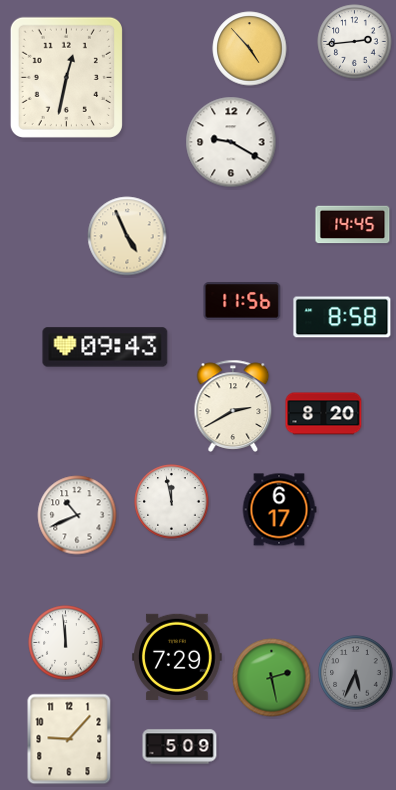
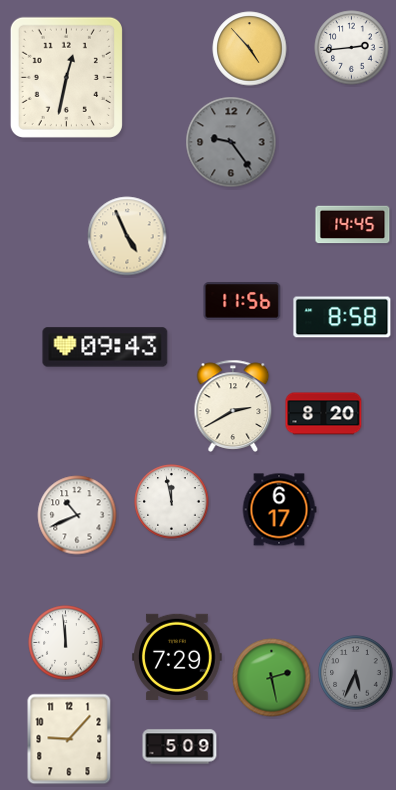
clock at (355, 42) position: (355, 42) -> (352, 48)
clock at (231, 142): 9:20 -> 9:24
clock at (231, 142) dial: white -> grey
